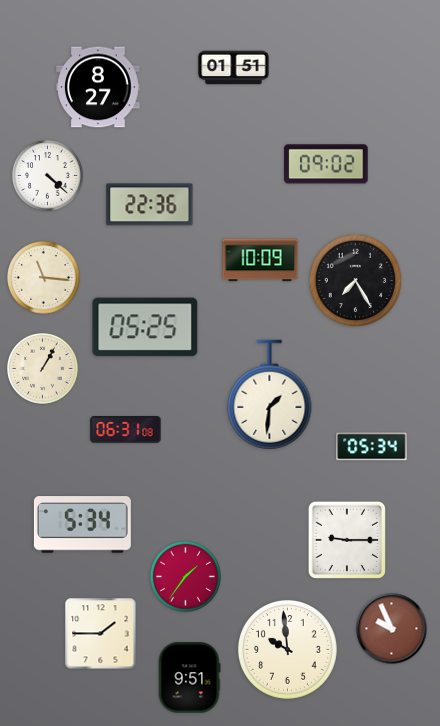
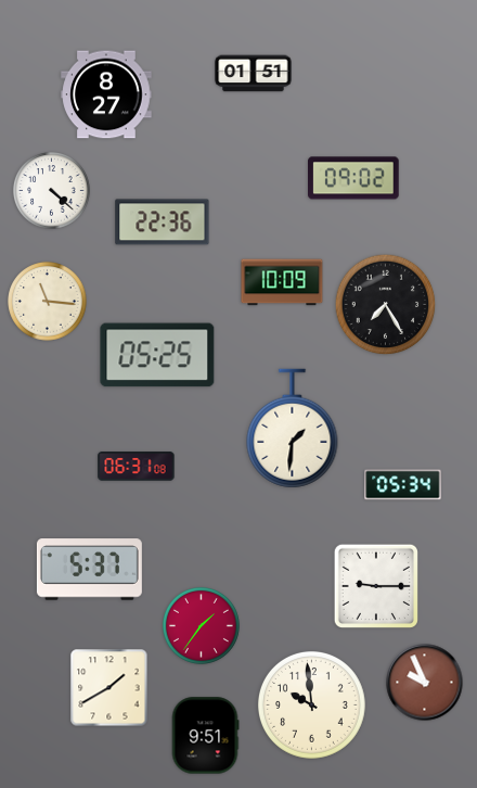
clock at (43, 369): 1:05 -> none
clock at (82, 525): 5:34 -> 5:37
clock at (101, 634): 1:45 -> 1:40
